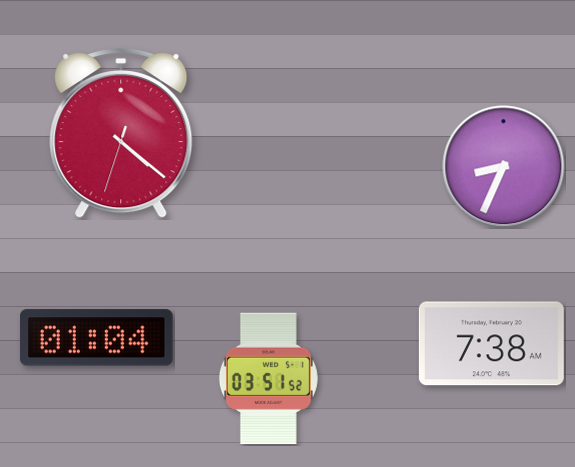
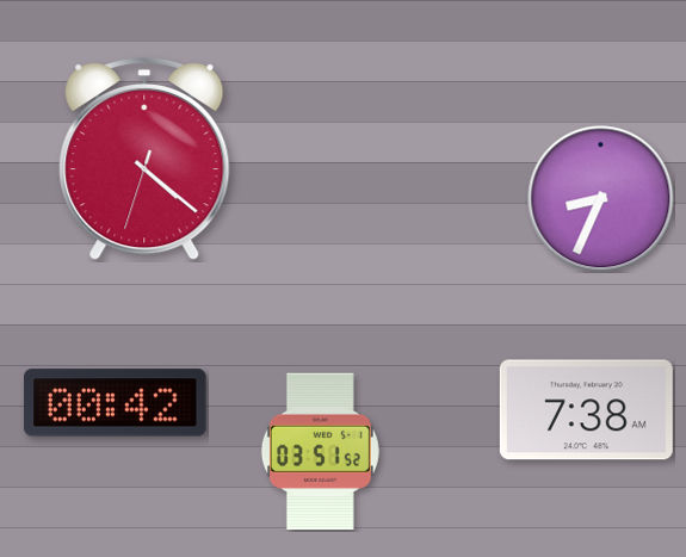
clock at (97, 338): 01:04 -> 00:42
